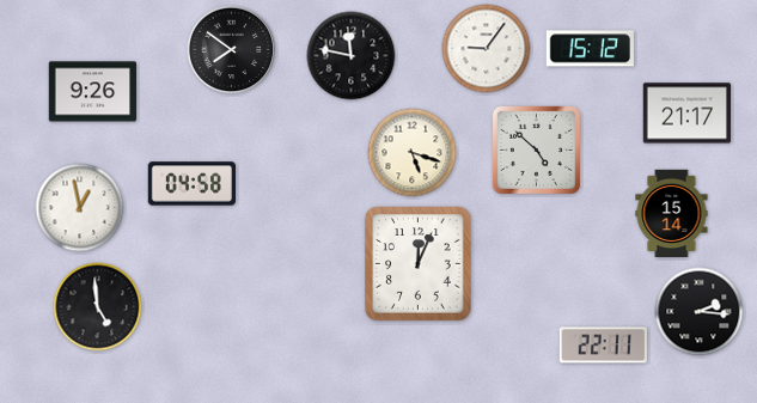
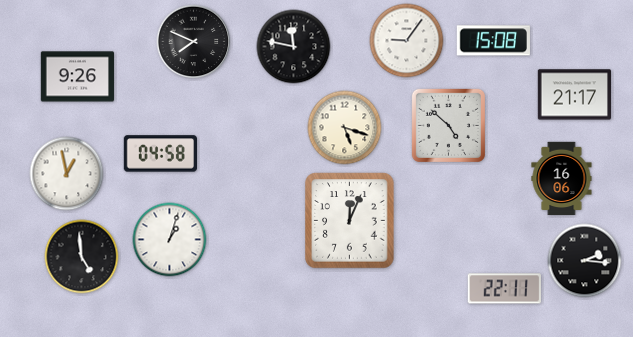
clock at (590, 49): 15:12 -> 15:08
clock at (232, 50): 7:51 -> 7:49
clock at (672, 214): 15:14 -> 16:06
clock at (170, 240): none -> 1:03
